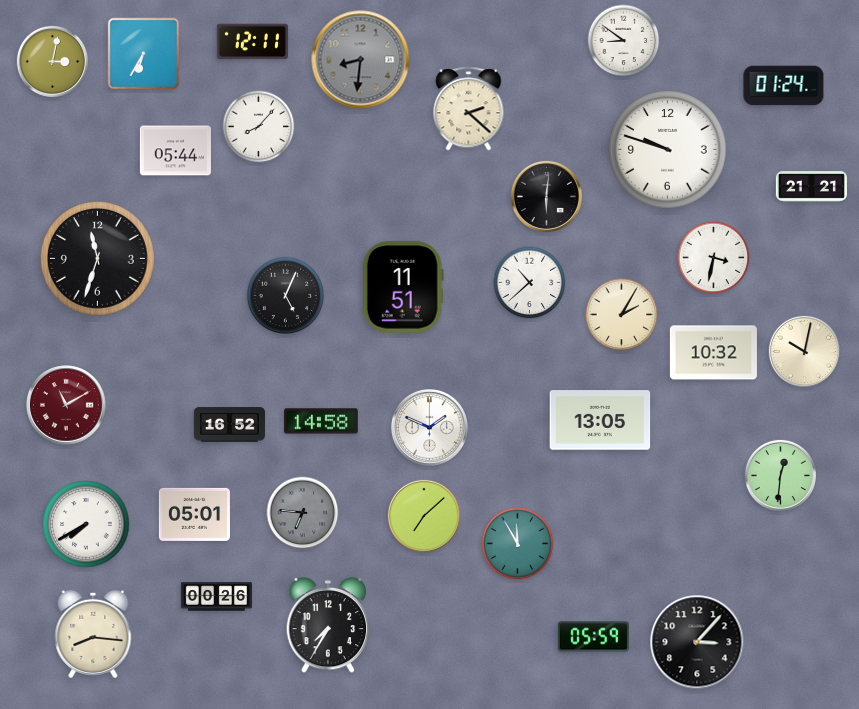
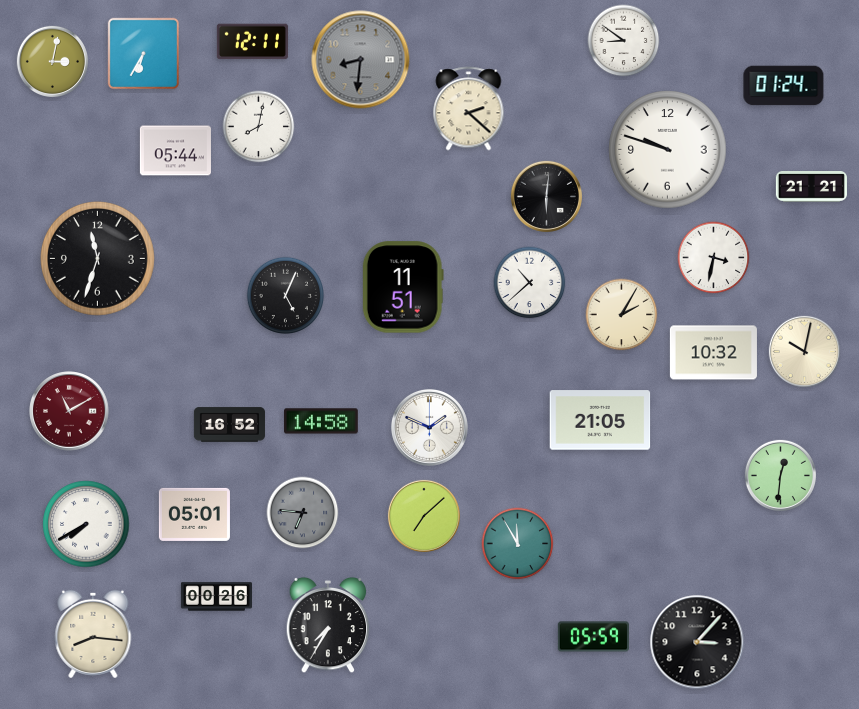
clock at (259, 127): 8:07 -> 8:02
clock at (66, 405) position: (66, 405) -> (69, 411)
clock at (600, 420): 13:05 -> 21:05
